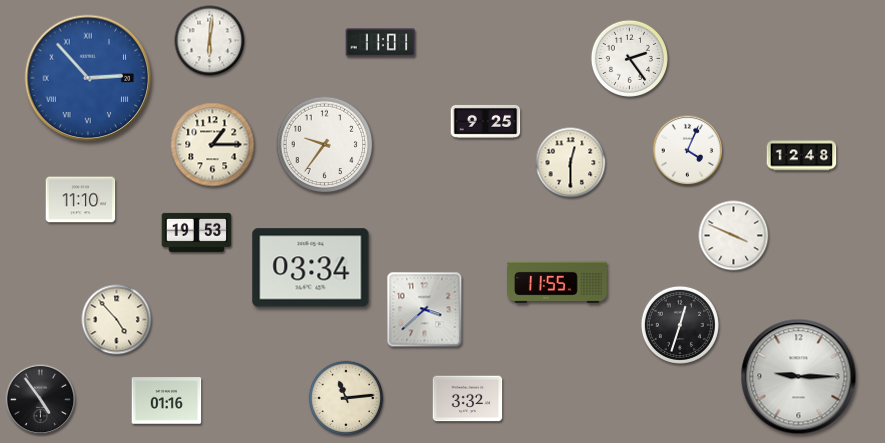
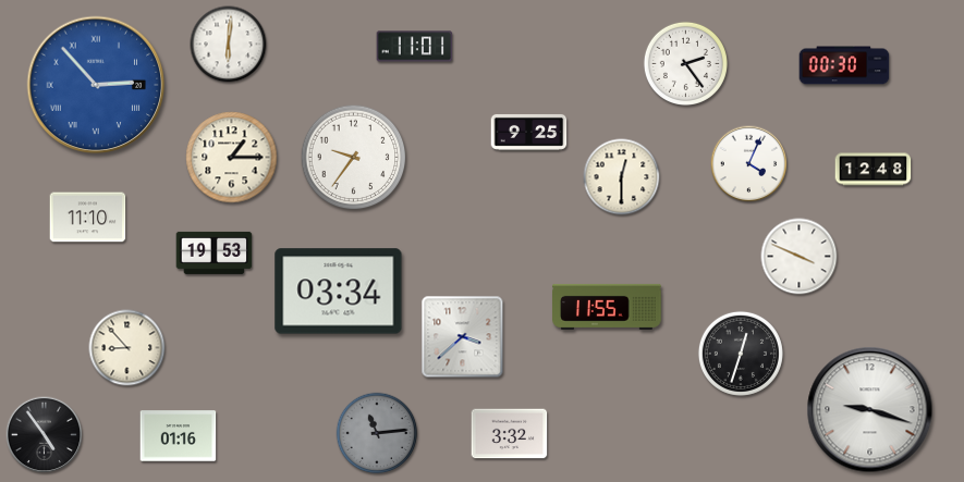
clock at (844, 65): none -> 00:30
clock at (117, 320): 4:53 -> 8:53
clock at (799, 377): 9:15 -> 9:18
clock at (346, 398) dial: cream -> grey
clock at (167, 401) position: (167, 401) -> (179, 436)
